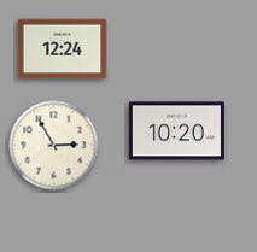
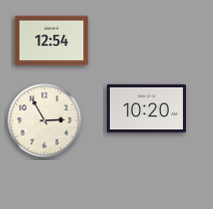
clock at (63, 49): 12:24 -> 12:54
